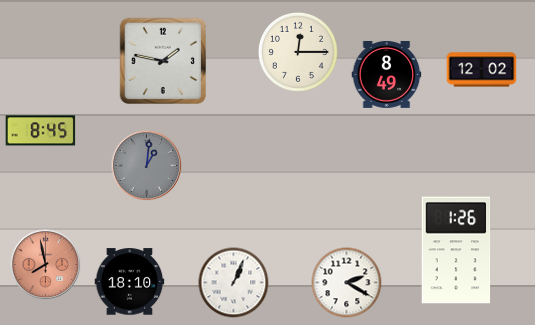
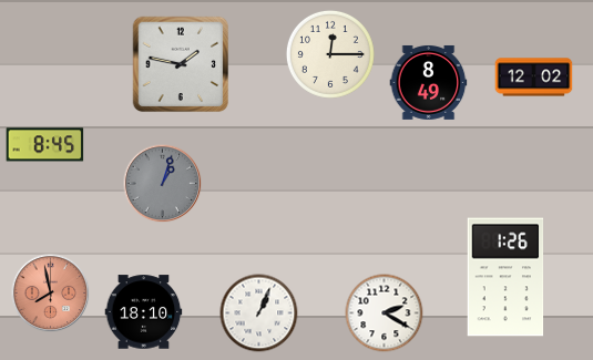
clock at (298, 52) position: (298, 52) -> (330, 54)
clock at (163, 61) position: (163, 61) -> (181, 64)
clock at (147, 166): 1:01 -> 1:03
